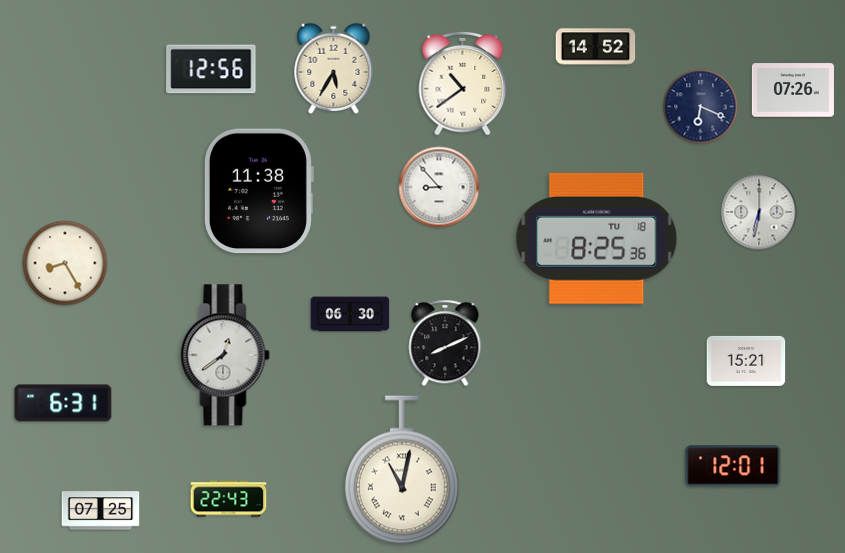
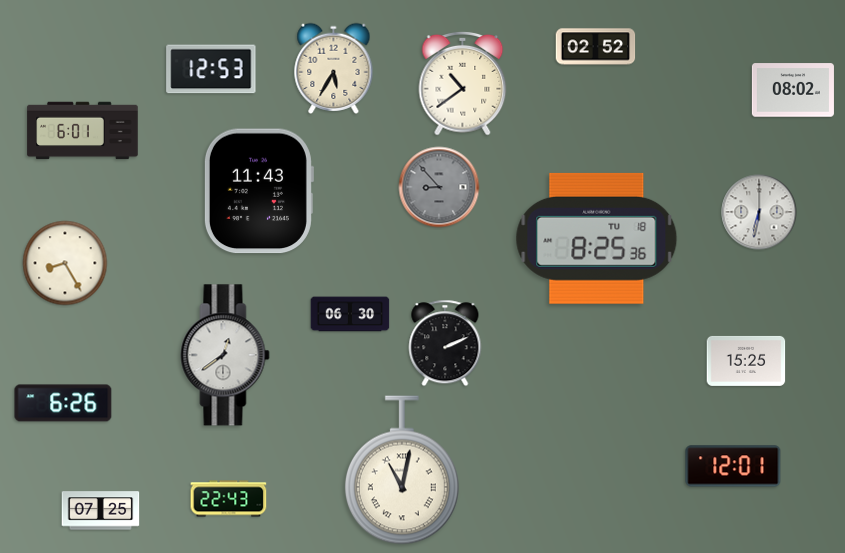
clock at (596, 47): 14:52 -> 02:52
clock at (211, 69): 12:56 -> 12:53
clock at (793, 90): 07:26 -> 08:02
clock at (701, 107): 6:19 -> none
clock at (83, 131): none -> 6:01
clock at (439, 187) dial: white -> grey
clock at (258, 191): 11:38 -> 11:43
clock at (445, 343): 8:11 -> 2:11
clock at (746, 361): 15:21 -> 15:25
clock at (63, 403): 6:31 -> 6:26
